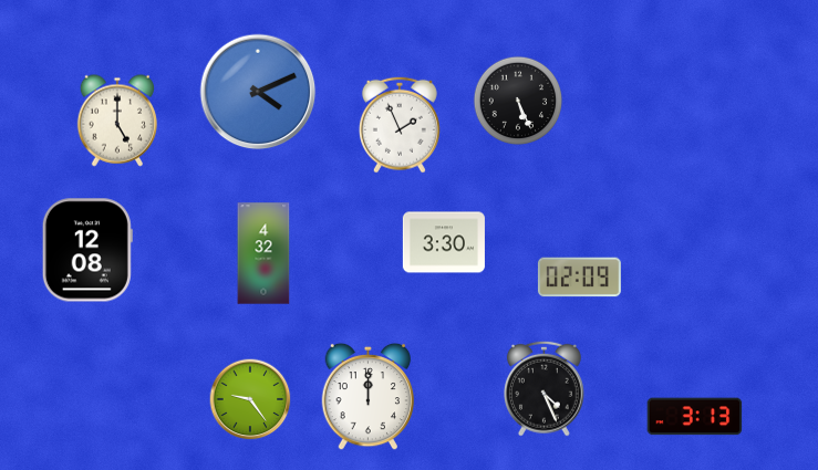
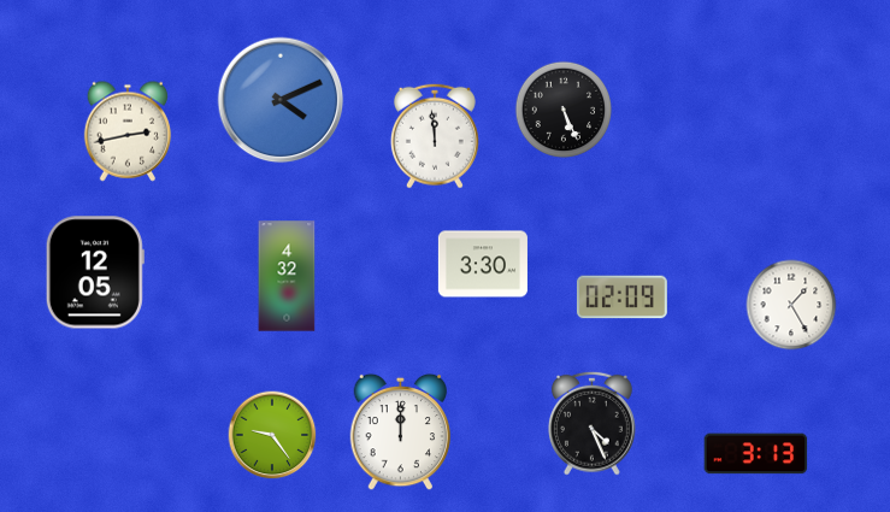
clock at (117, 121): 5:00 -> 2:43
clock at (400, 125): 1:56 -> 11:59
clock at (87, 250): 12:08 -> 12:05
clock at (579, 278) position: (579, 278) -> (621, 298)
clock at (791, 305): none -> 1:25
